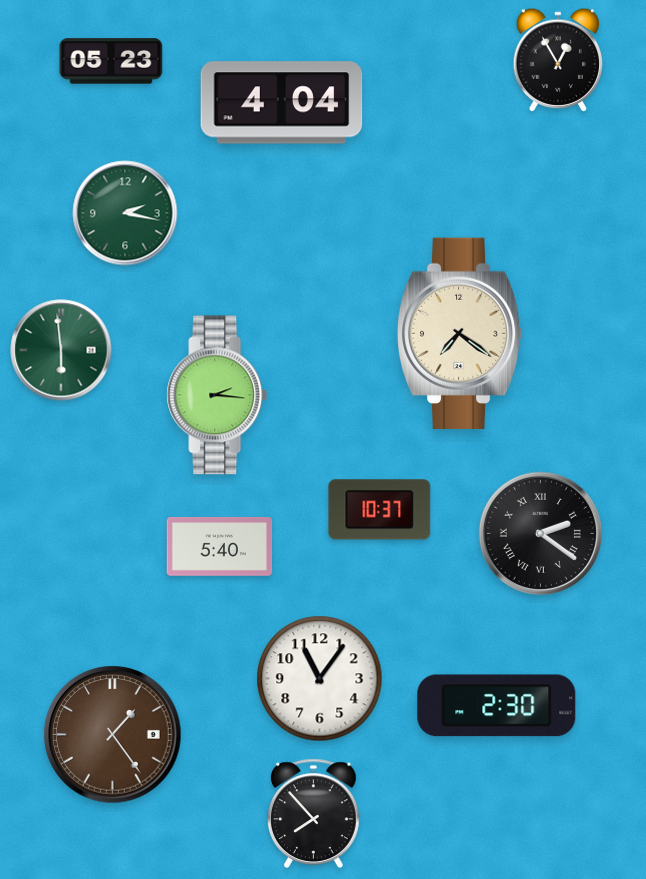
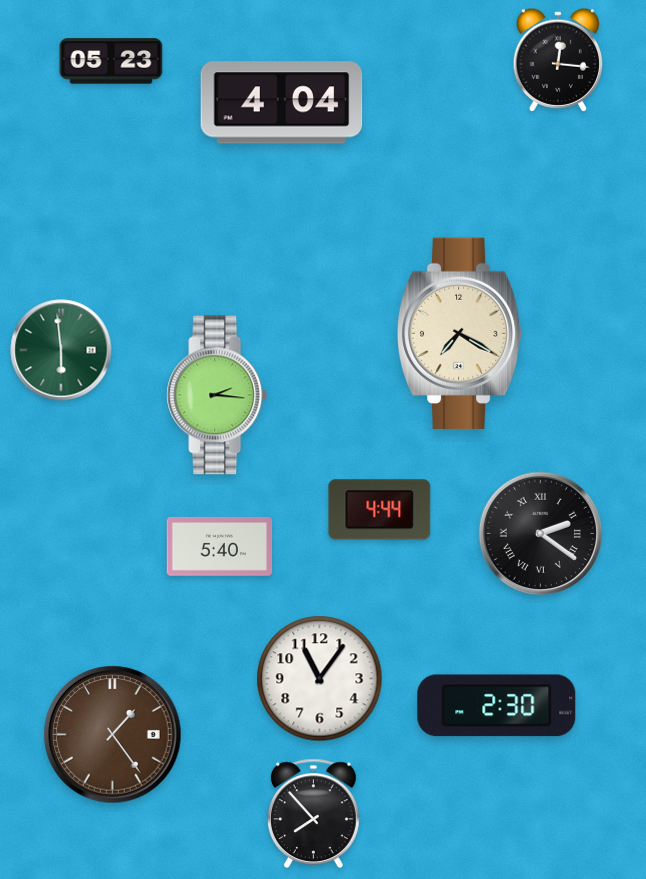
clock at (558, 59): 12:55 -> 12:16
clock at (125, 213): 2:17 -> none
clock at (460, 333): 7:21 -> 7:20
clock at (380, 510): 10:37 -> 4:44
